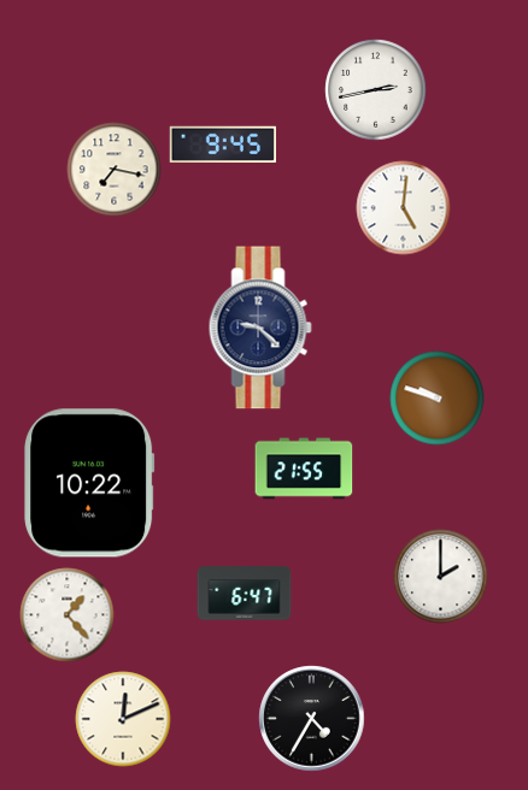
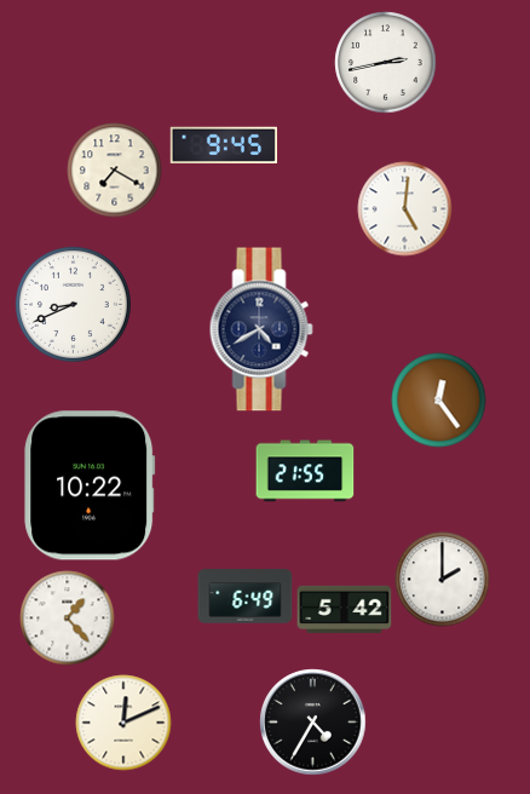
clock at (375, 89) position: (375, 89) -> (385, 62)
clock at (113, 169): 7:17 -> 7:20
clock at (73, 304): none -> 8:41
clock at (260, 328): 9:22 -> 4:40
clock at (436, 397): 9:48 -> 12:24
clock at (244, 594): 6:47 -> 6:49
clock at (344, 609): none -> 5:42
